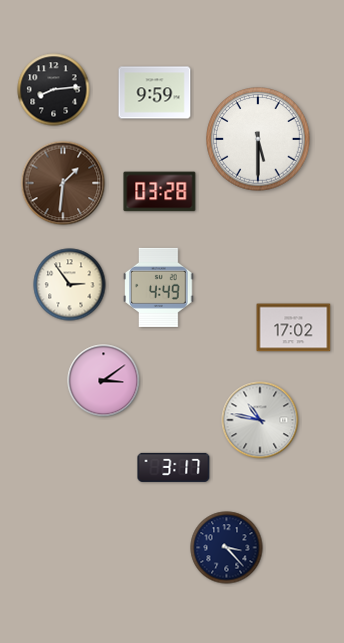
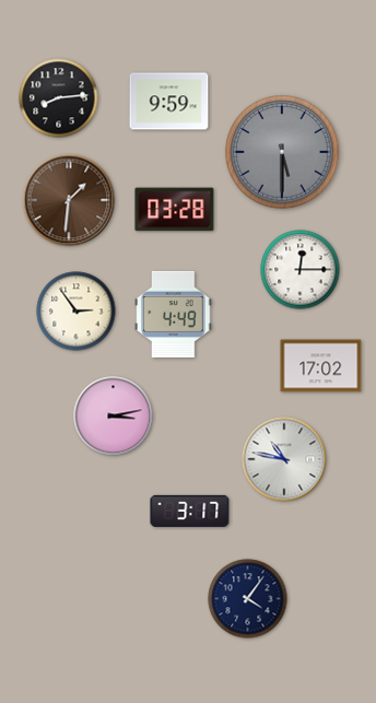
clock at (258, 139) dial: white -> grey
clock at (301, 270): none -> 12:15
clock at (294, 328) position: (294, 328) -> (321, 366)
clock at (104, 381): 3:09 -> 3:13
clock at (227, 548): 3:23 -> 4:06
